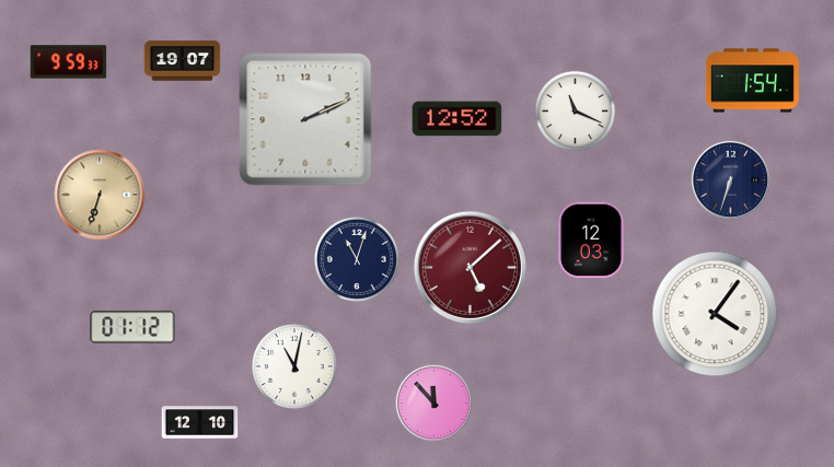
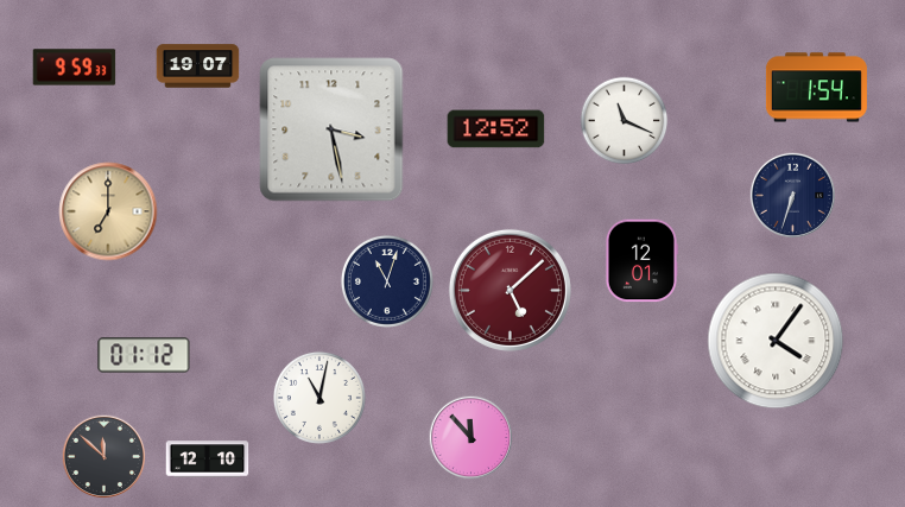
clock at (305, 119): 2:11 -> 3:28
clock at (100, 195): 6:33 -> 7:00
clock at (591, 241): 12:03 -> 12:01
clock at (105, 457): none -> 11:52
clock at (200, 423) position: (200, 423) -> (208, 460)
